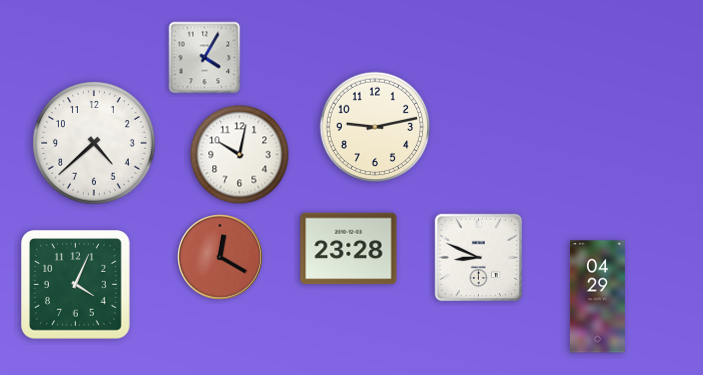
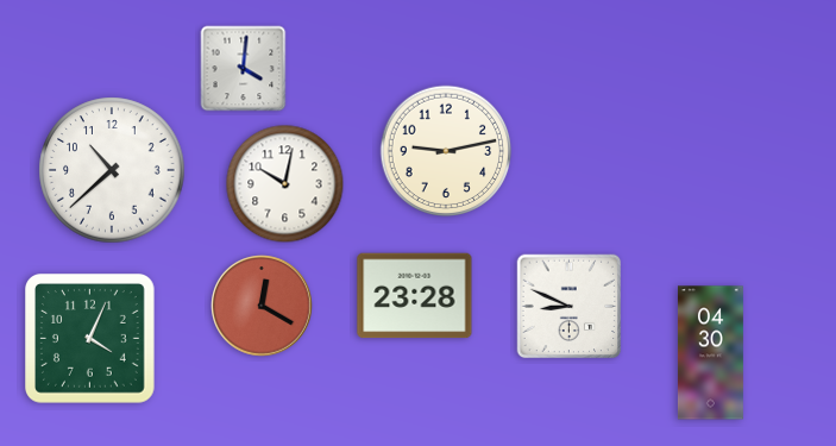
clock at (205, 58): 4:05 -> 4:01
clock at (94, 143): 4:38 -> 10:38
clock at (597, 297): 04:29 -> 04:30
